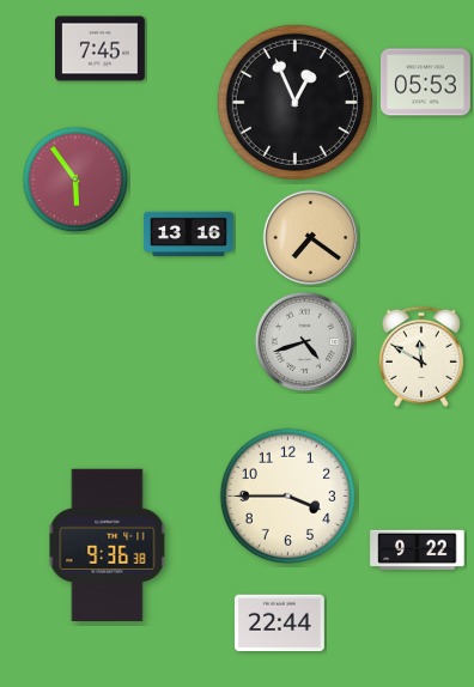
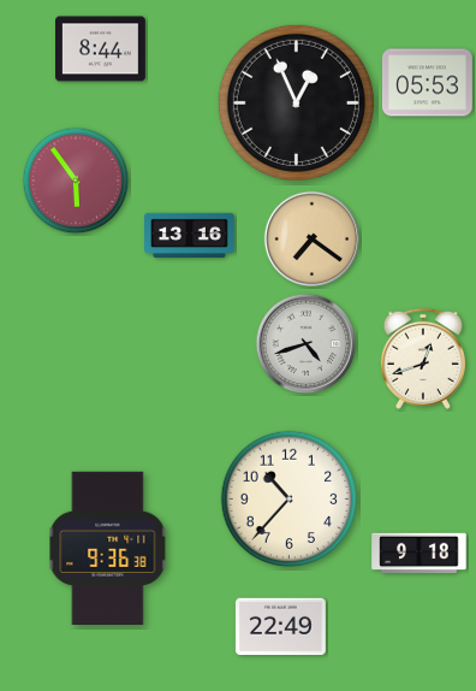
clock at (101, 49): 7:45 -> 8:44
clock at (421, 357): 11:50 -> 12:42
clock at (287, 496): 3:45 -> 10:37
clock at (418, 551): 9:22 -> 9:18
clock at (279, 624): 22:44 -> 22:49
